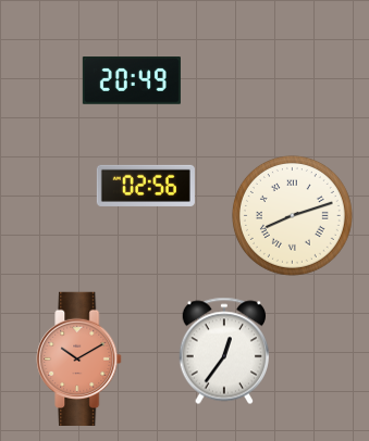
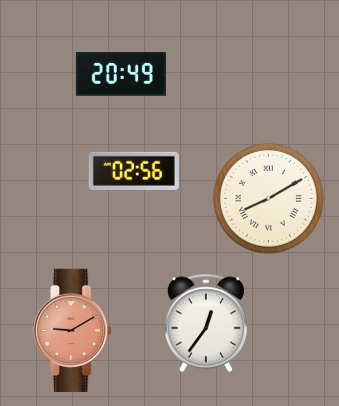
clock at (292, 215): 8:12 -> 8:10
clock at (79, 358): 10:10 -> 9:10
